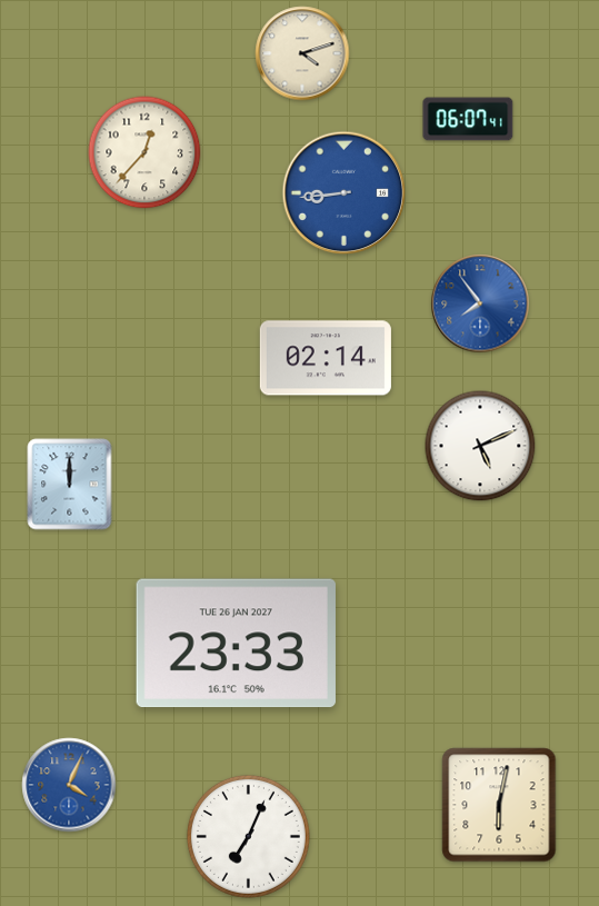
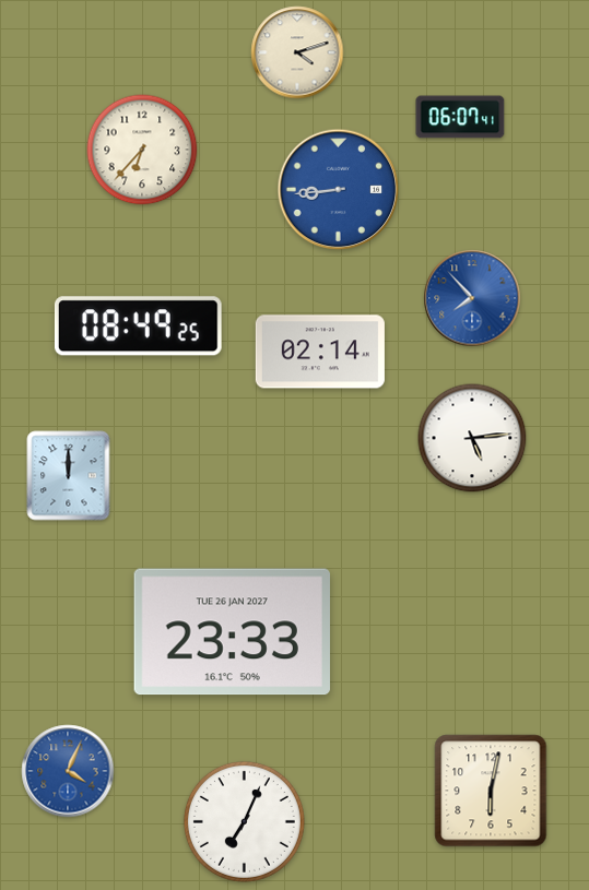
clock at (144, 152): 12:37 -> 6:37
clock at (480, 303): 7:54 -> 7:53
clock at (138, 327): none -> 08:49
clock at (480, 446): 5:11 -> 5:14
